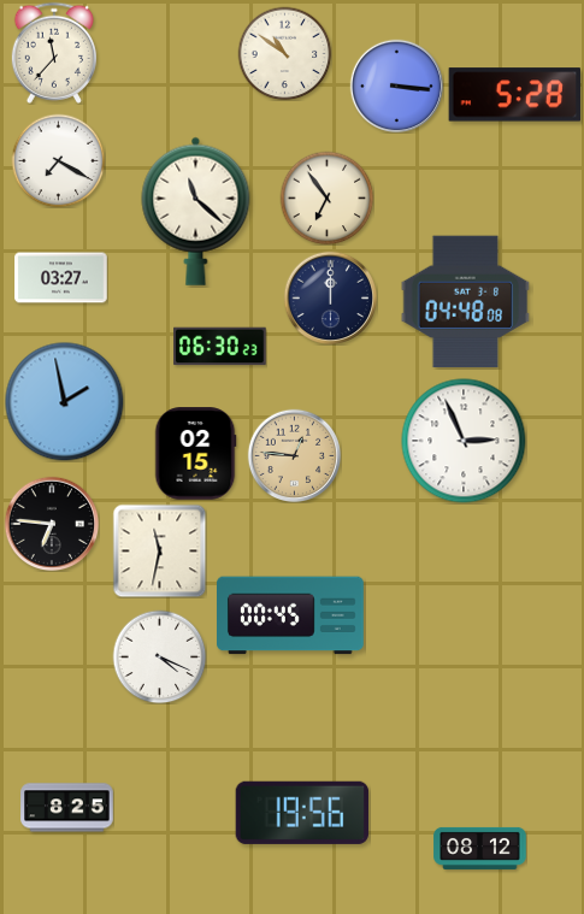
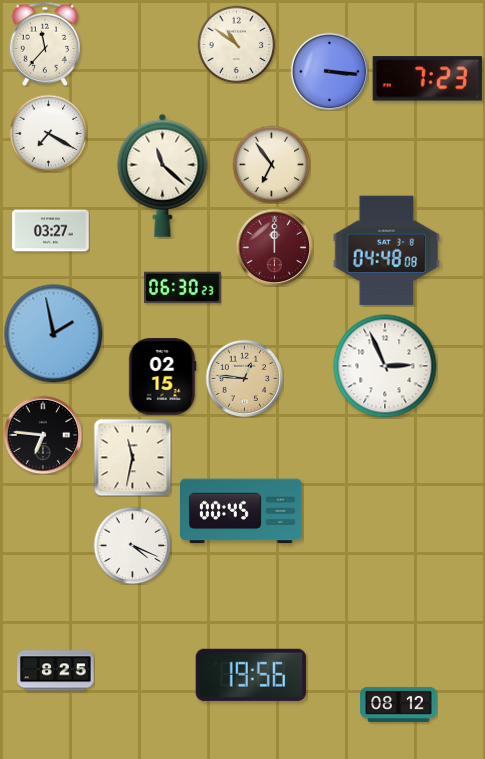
clock at (514, 95): 5:28 -> 7:23
clock at (330, 297) dial: navy -> burgundy
